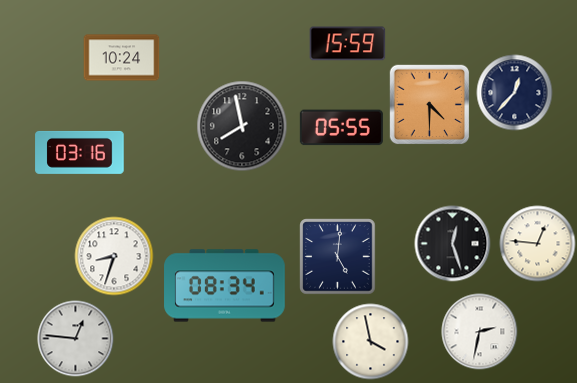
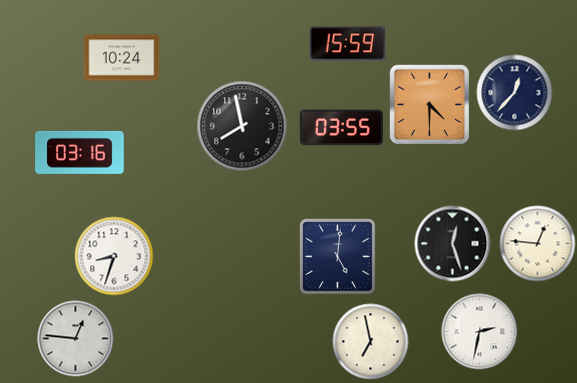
clock at (341, 128): 05:55 -> 03:55
clock at (225, 286): 08:34 -> none
clock at (371, 342): 3:58 -> 6:58
